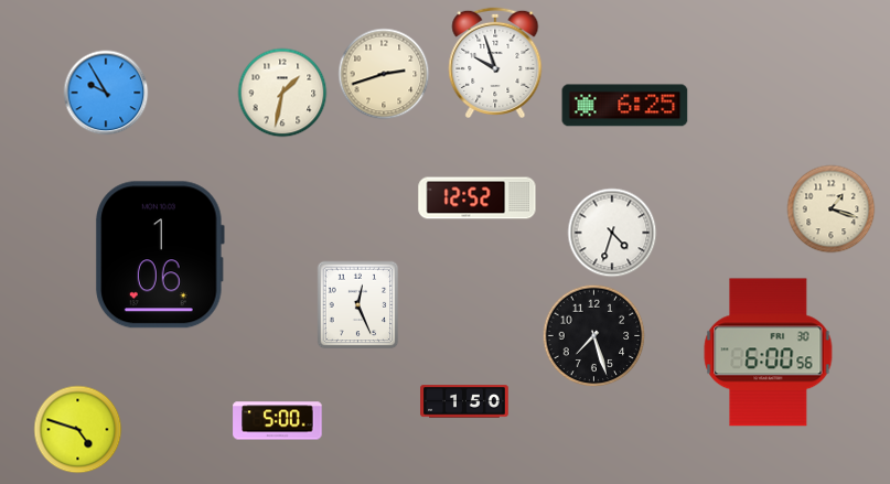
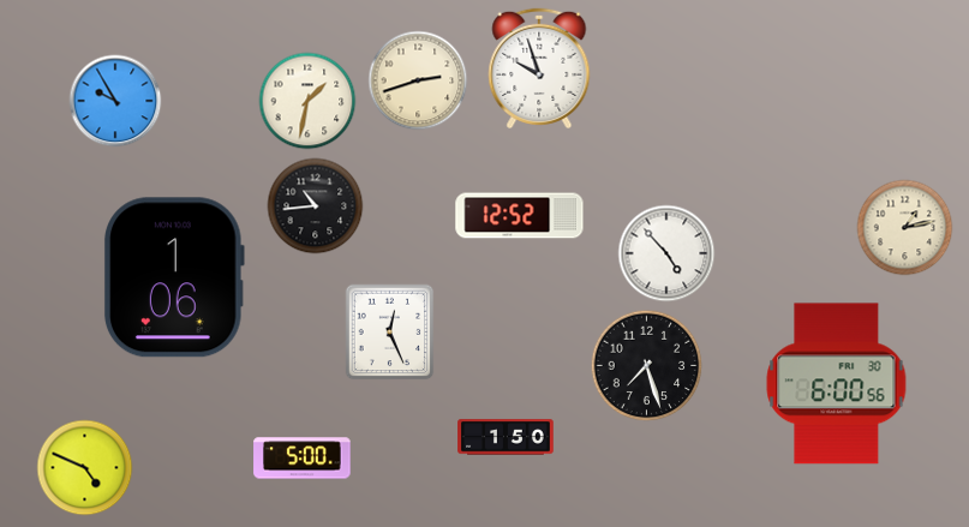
clock at (625, 106): 6:25 -> none
clock at (316, 206): none -> 10:44
clock at (832, 209): 1:18 -> 1:13
clock at (612, 233): 4:33 -> 4:53
clock at (78, 430): 4:48 -> 4:49
